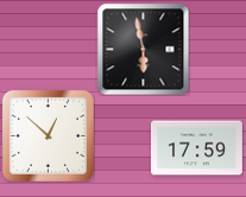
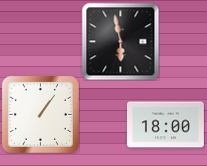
clock at (48, 135): 12:52 -> 1:06
clock at (196, 148): 17:59 -> 18:00
